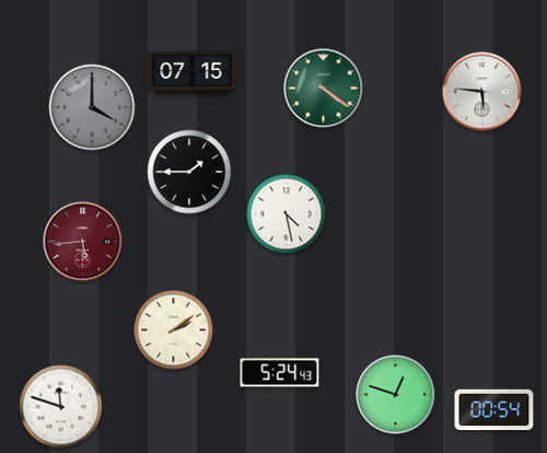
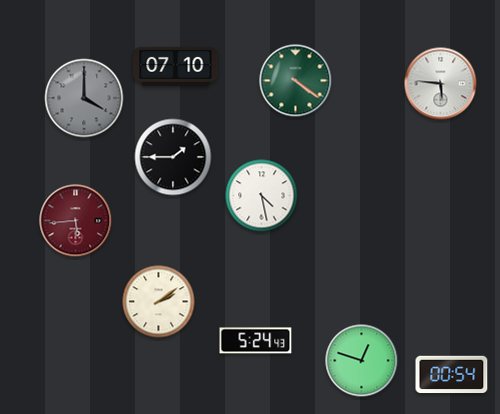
clock at (193, 72): 07:15 -> 07:10
clock at (61, 407): 11:48 -> none
